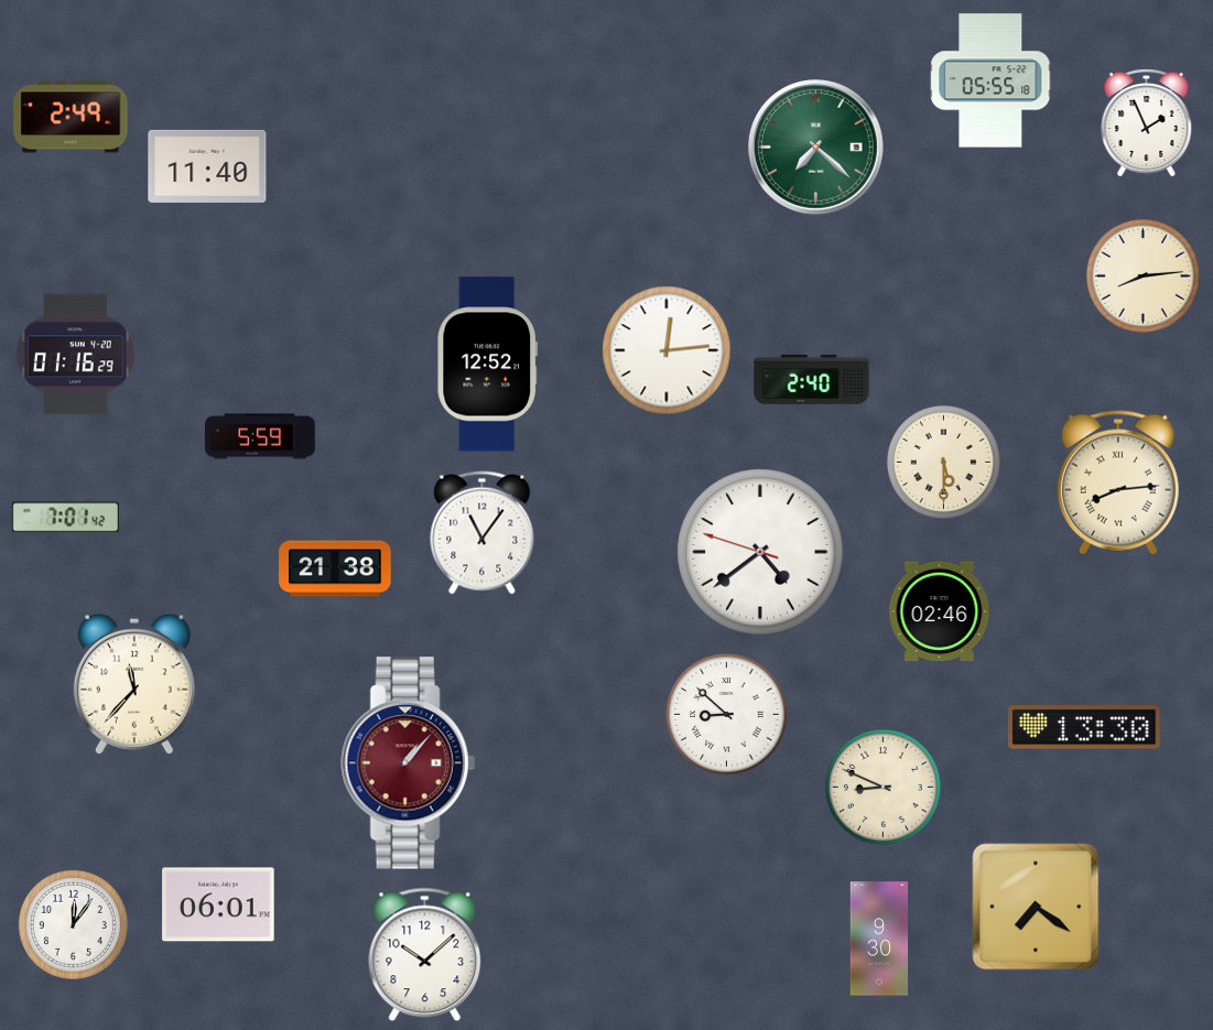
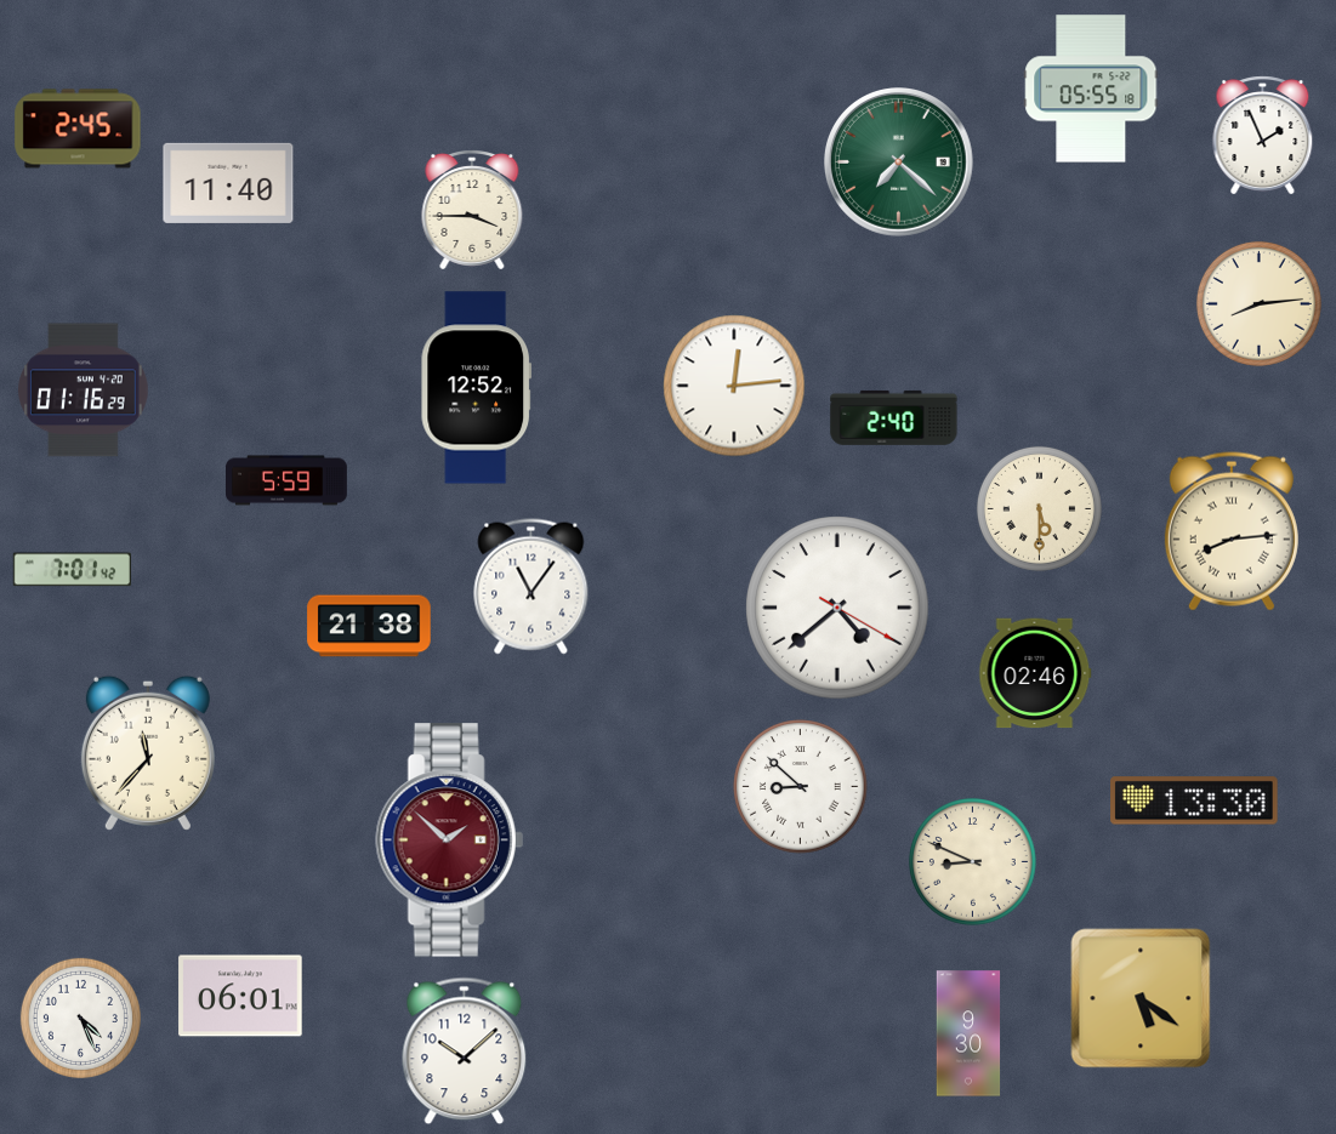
clock at (71, 117): 2:49 -> 2:45
clock at (472, 211): none -> 3:45
clock at (487, 365) position: (487, 365) -> (476, 388)
clock at (760, 552): 4:38:48 -> 4:38:20
clock at (408, 763): 1:07 -> 1:52
clock at (882, 787) position: (882, 787) -> (972, 861)
clock at (1036, 907): 7:21 -> 5:21
clock at (73, 924): 12:06 -> 4:26
clock at (425, 955) position: (425, 955) -> (465, 1052)
